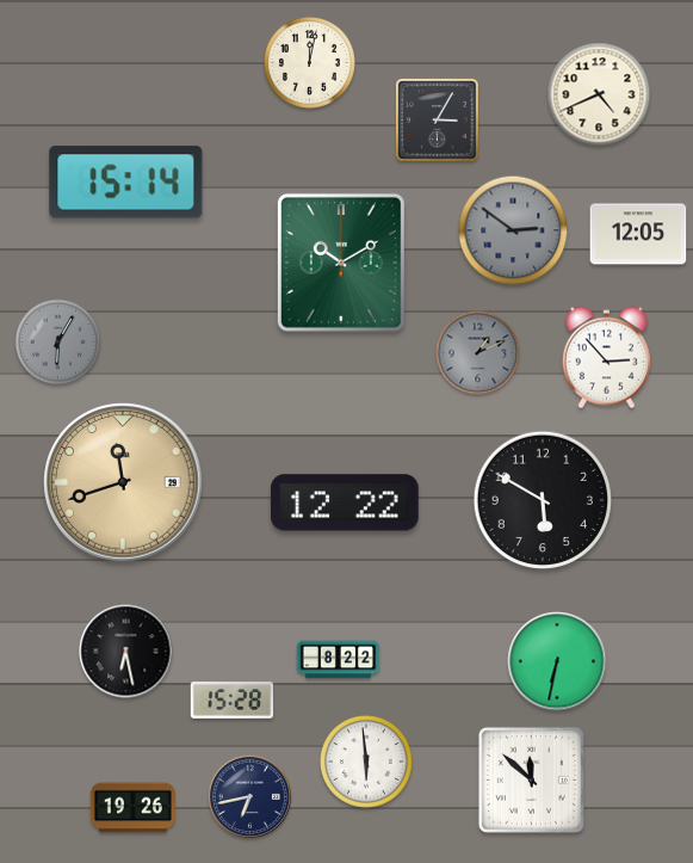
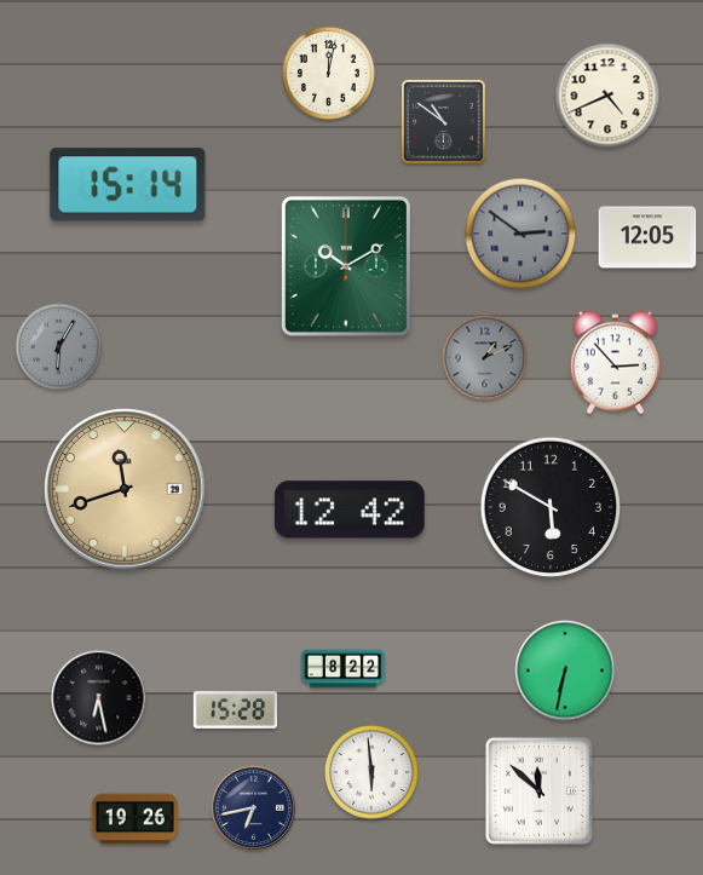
clock at (309, 62) position: (309, 62) -> (328, 73)
clock at (438, 121): 3:05 -> 10:51
clock at (345, 503): 12:22 -> 12:42
clock at (126, 652) position: (126, 652) -> (99, 698)
